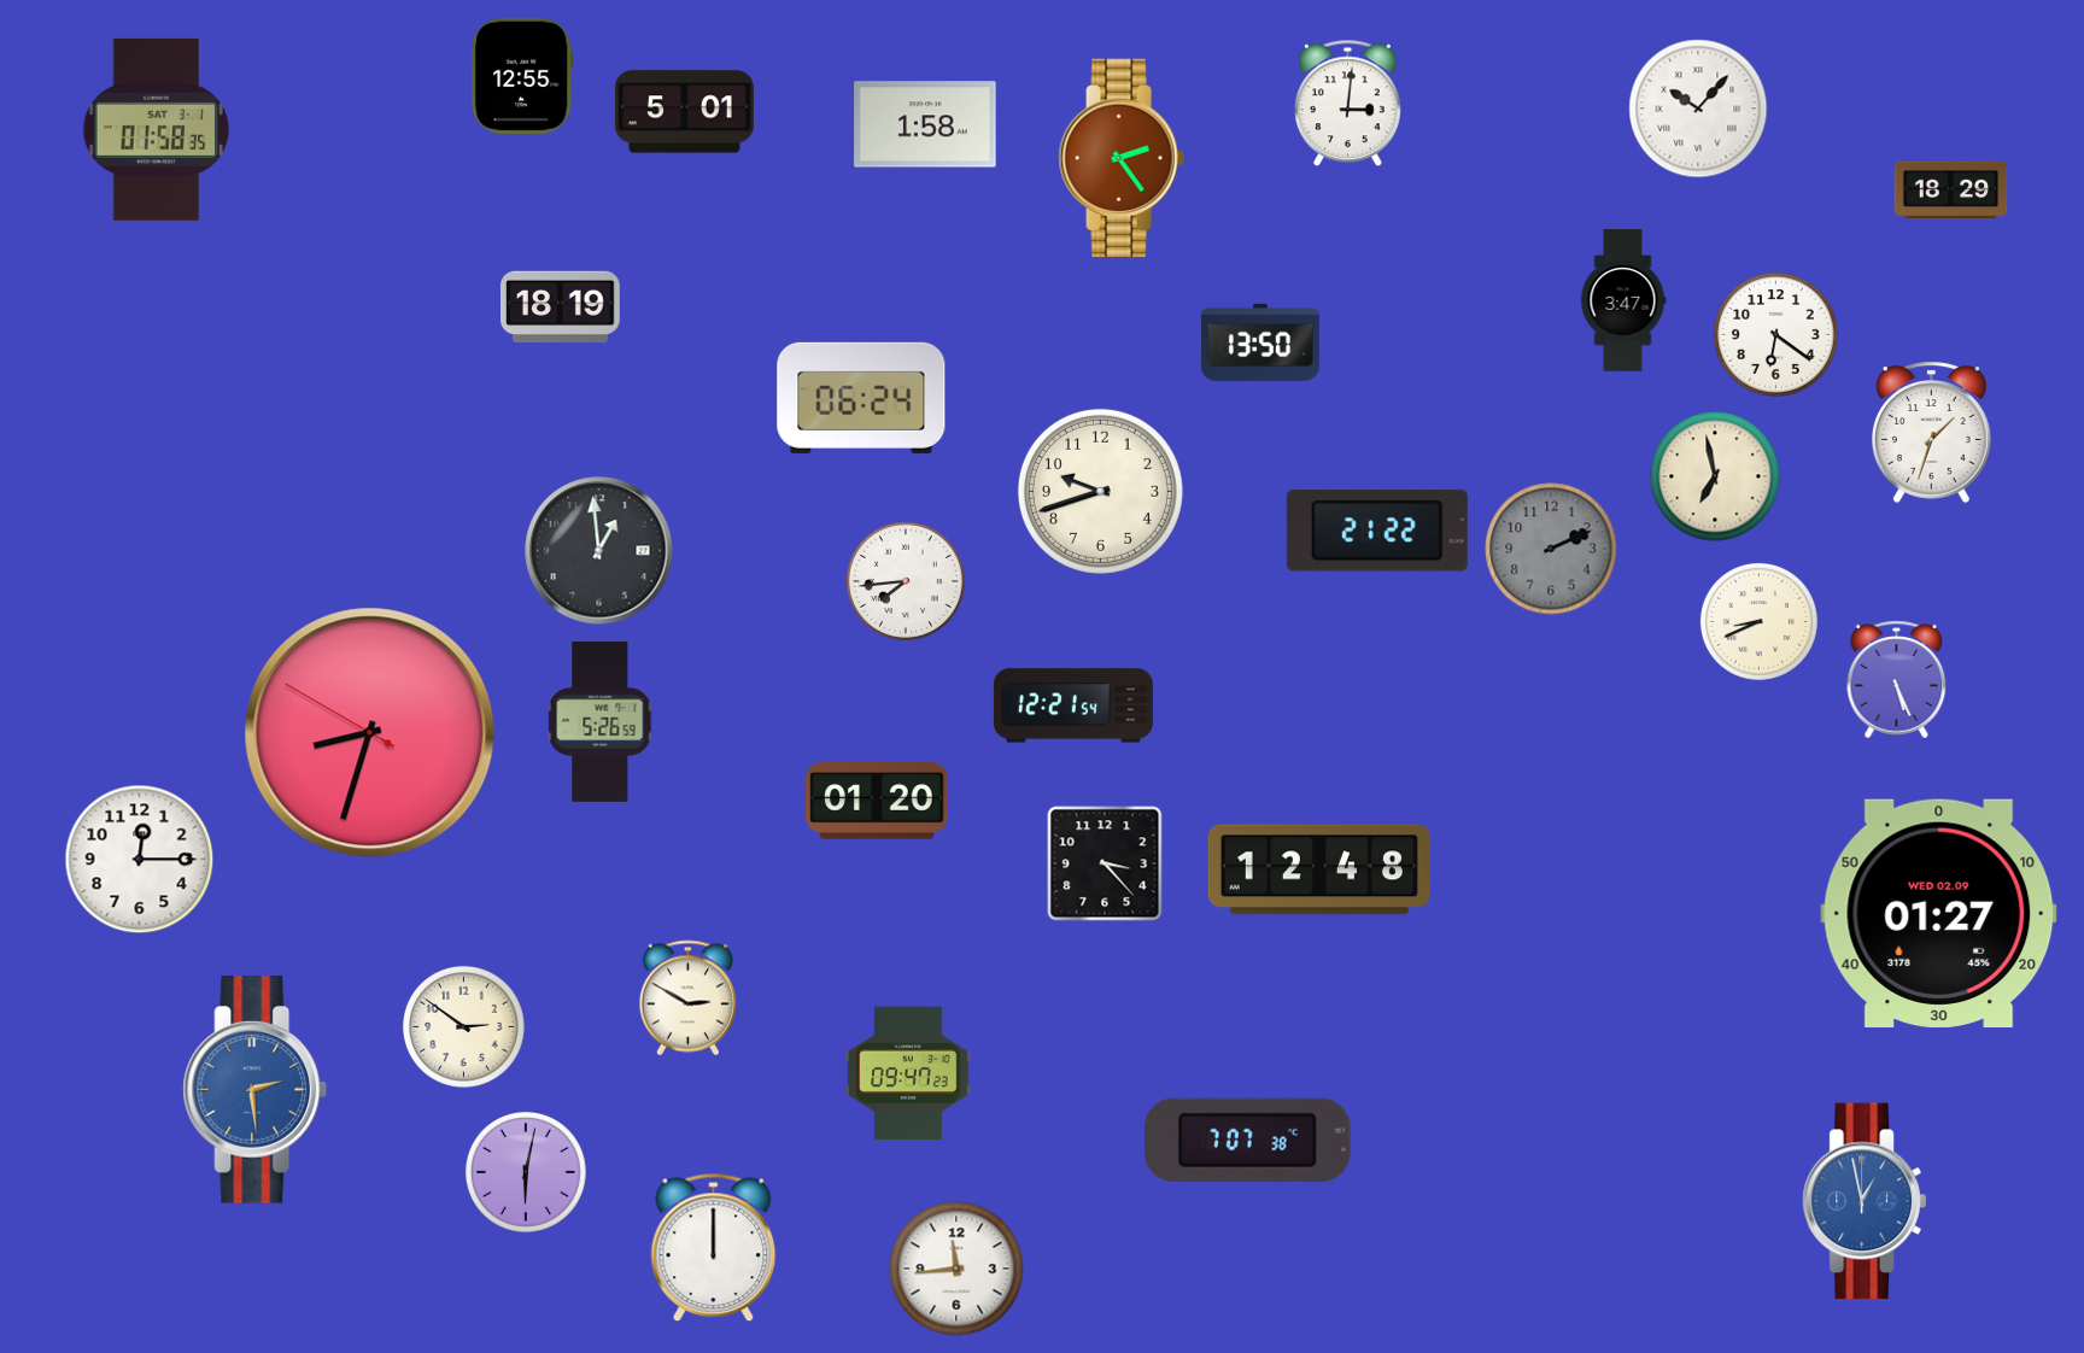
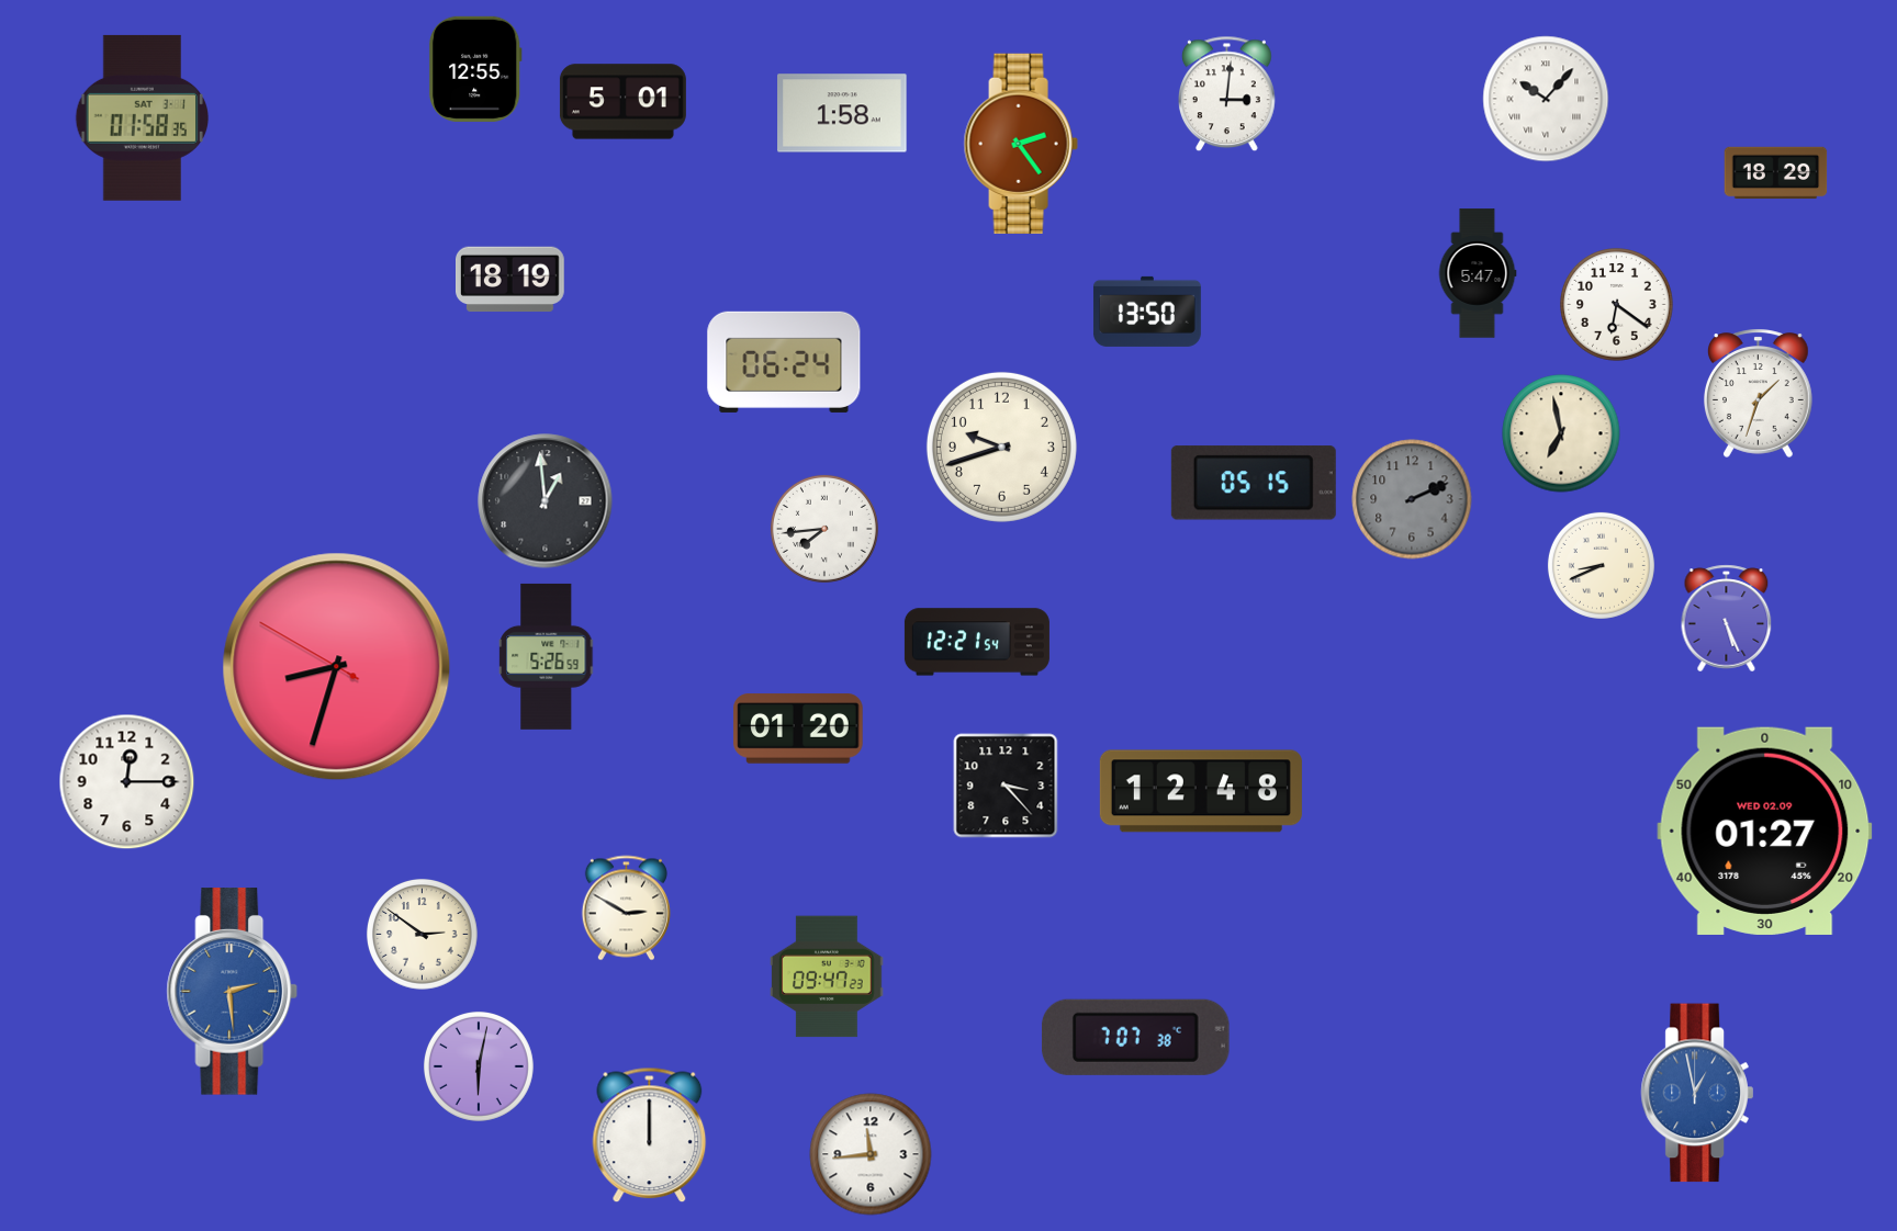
clock at (1623, 300): 3:47 -> 5:47
clock at (1377, 531): 21:22 -> 05:15
